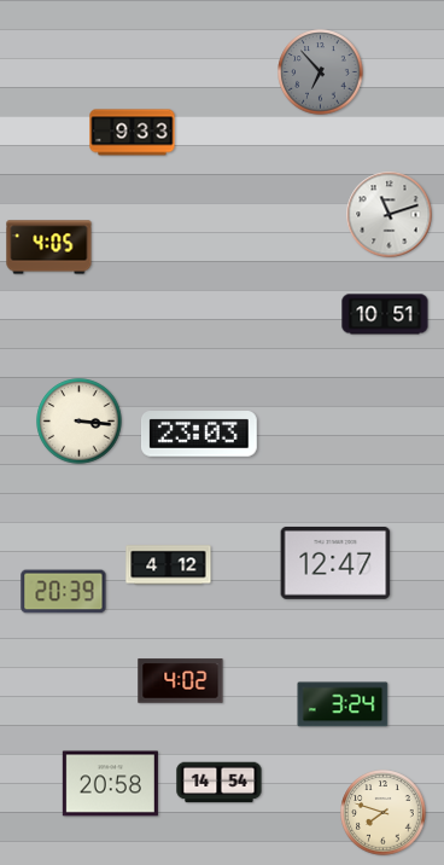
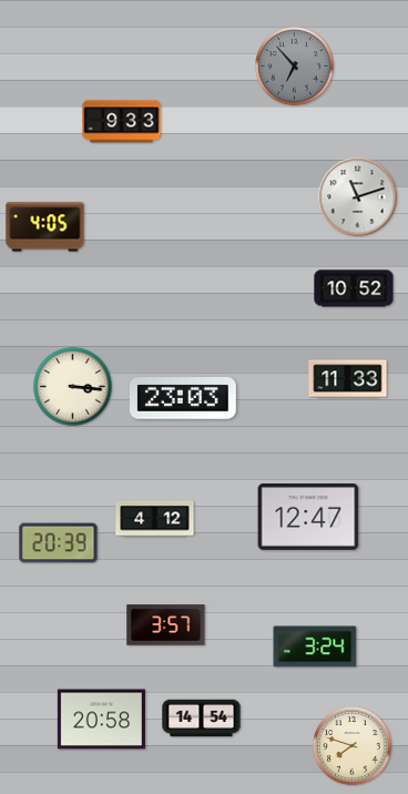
clock at (385, 314): 10:51 -> 10:52
clock at (348, 379): none -> 11:33
clock at (181, 681): 4:02 -> 3:57
